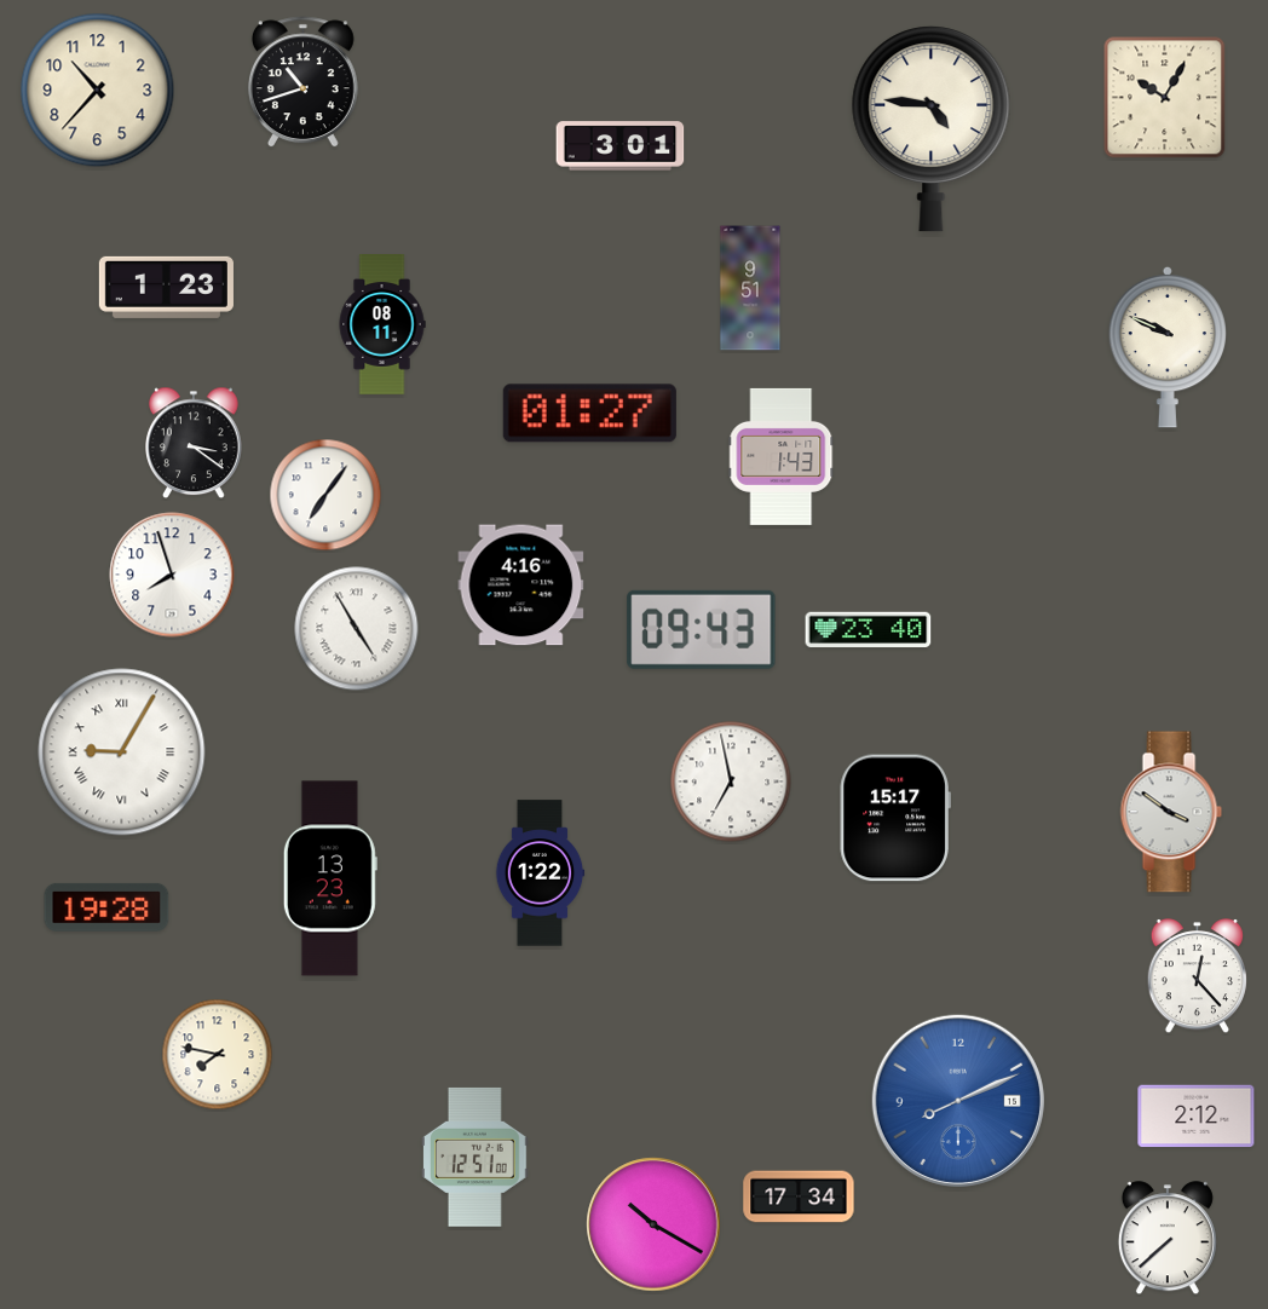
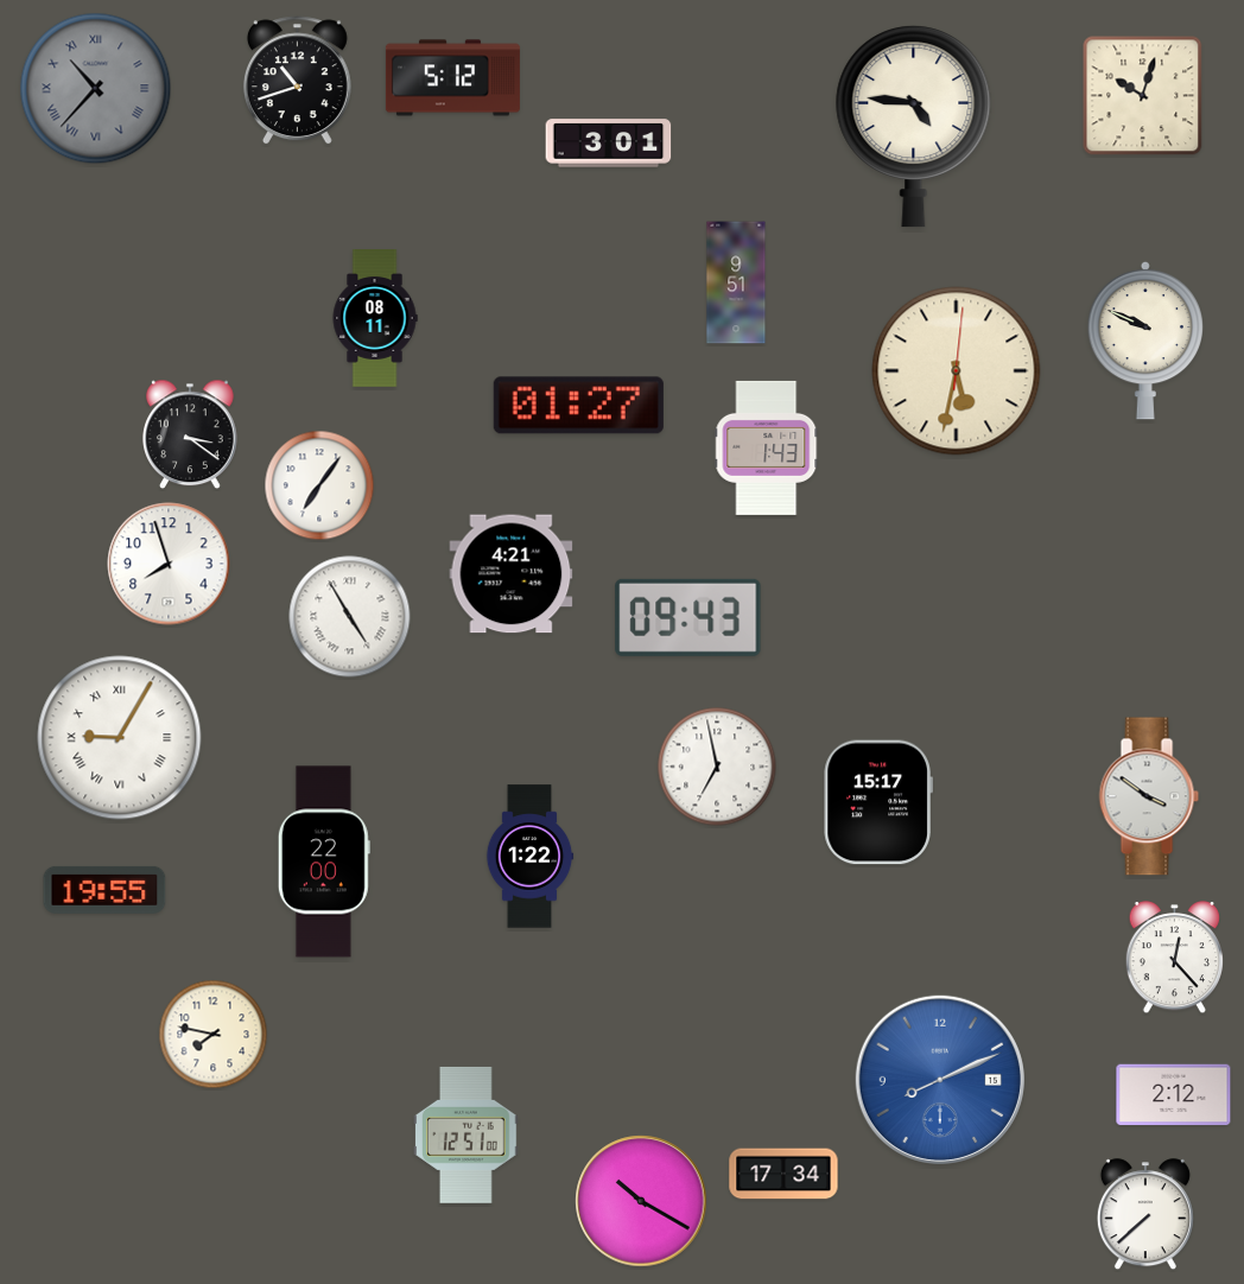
clock at (452, 78): none -> 5:12
clock at (98, 91) dial: cream -> grey
clock at (98, 91) numerals: Arabic -> Roman
clock at (1165, 98): 10:05 -> 10:03
clock at (166, 287): 1:23 -> none
clock at (957, 371): none -> 5:32
clock at (521, 586): 4:16 -> 4:21
clock at (869, 630): 23:40 -> none
clock at (330, 878): 13:23 -> 22:00
clock at (106, 907): 19:28 -> 19:55
